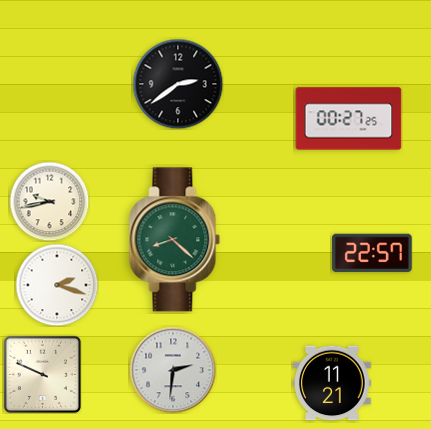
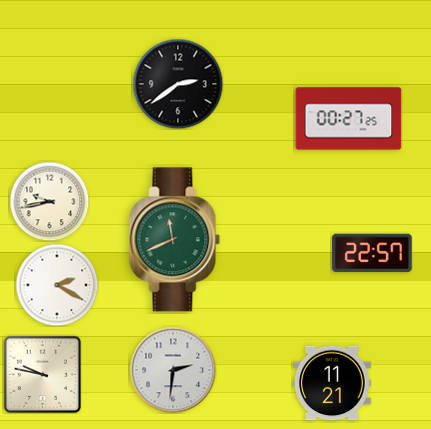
clock at (175, 240): 8:22 -> 11:41
clock at (57, 285): 2:18 -> 2:20
clock at (42, 374): 9:49 -> 9:47
